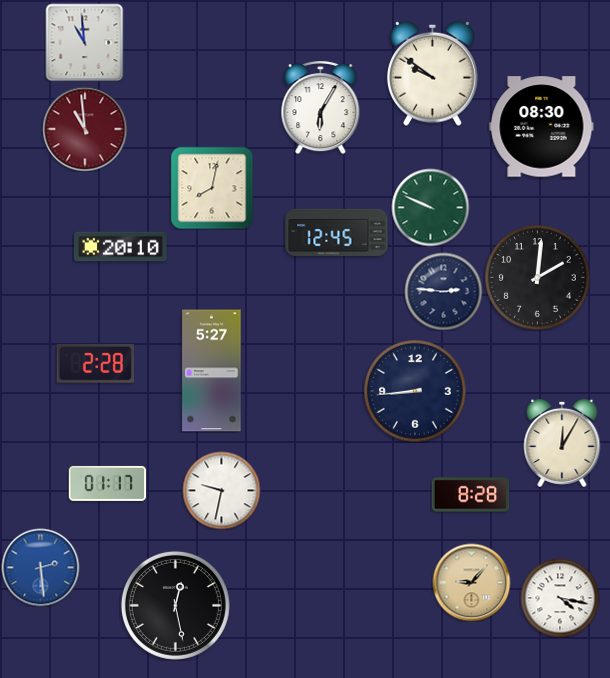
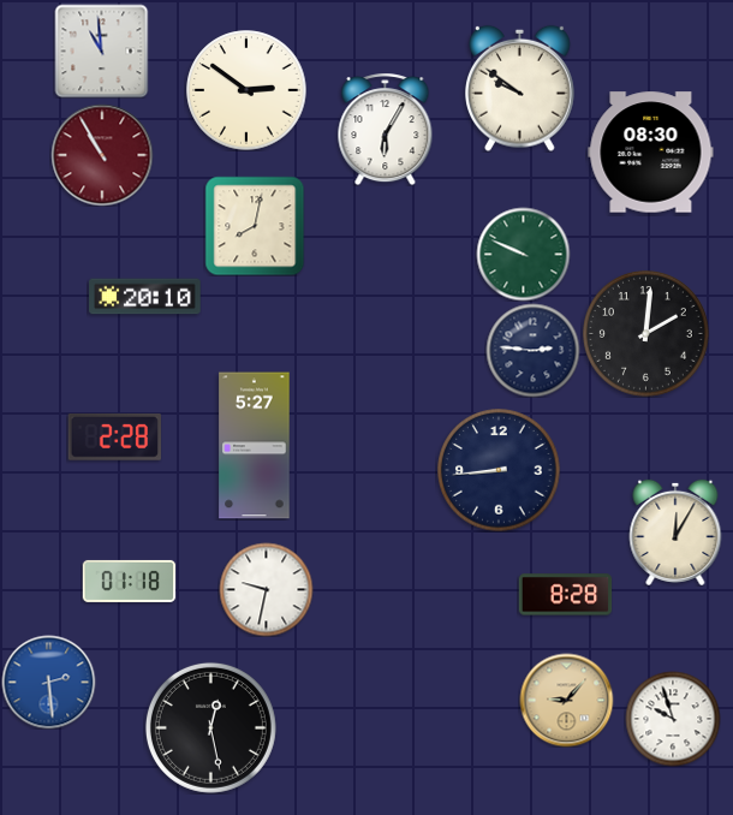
clock at (246, 90): none -> 2:51
clock at (85, 129): 10:59 -> 10:55
clock at (430, 207) position: (430, 207) -> (523, 254)
clock at (337, 232): 12:45 -> none
clock at (107, 483): 01:17 -> 01:18
clock at (560, 598): 4:17 -> 9:57
